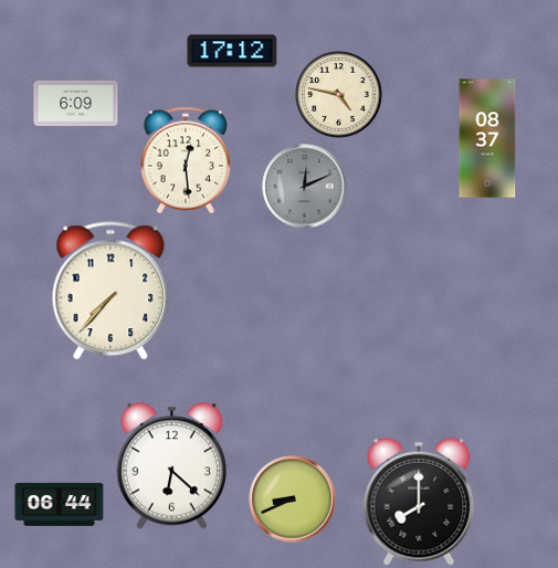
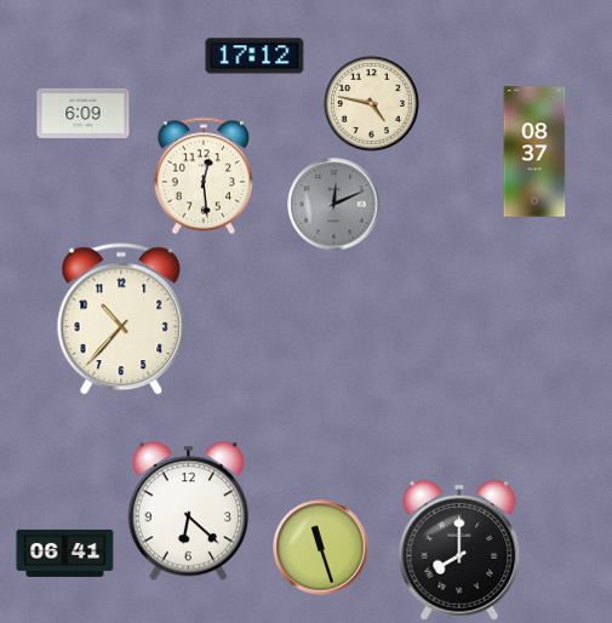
clock at (110, 292): 7:37 -> 10:37
clock at (293, 499): 8:41 -> 11:27
clock at (60, 504): 06:44 -> 06:41
